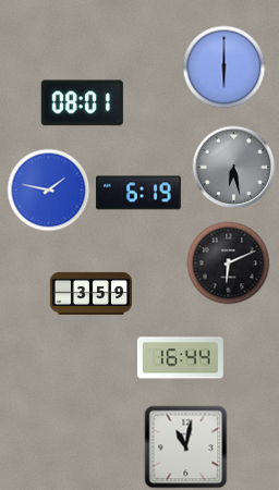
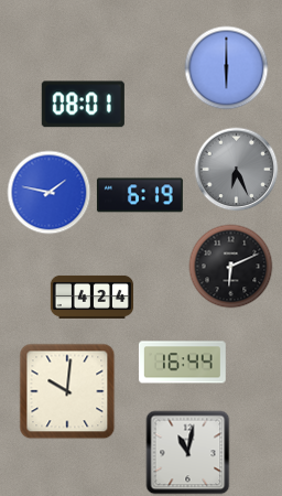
clock at (234, 168): 6:28 -> 6:26
clock at (90, 293): 3:59 -> 4:24
clock at (67, 391): none -> 10:01
